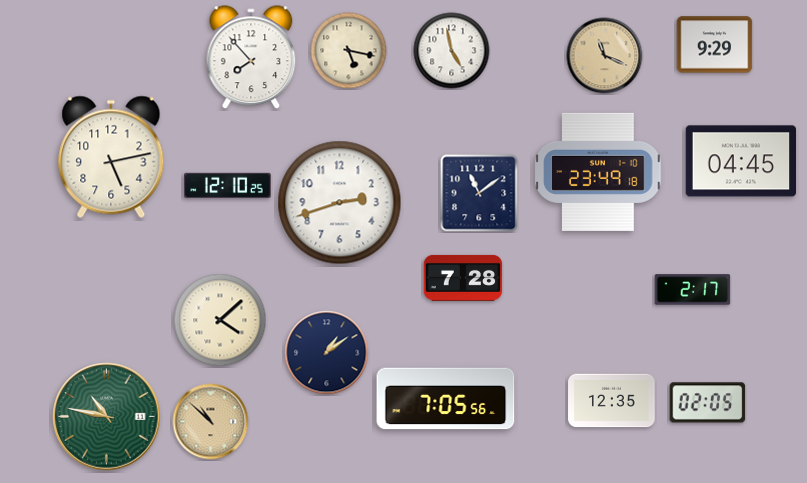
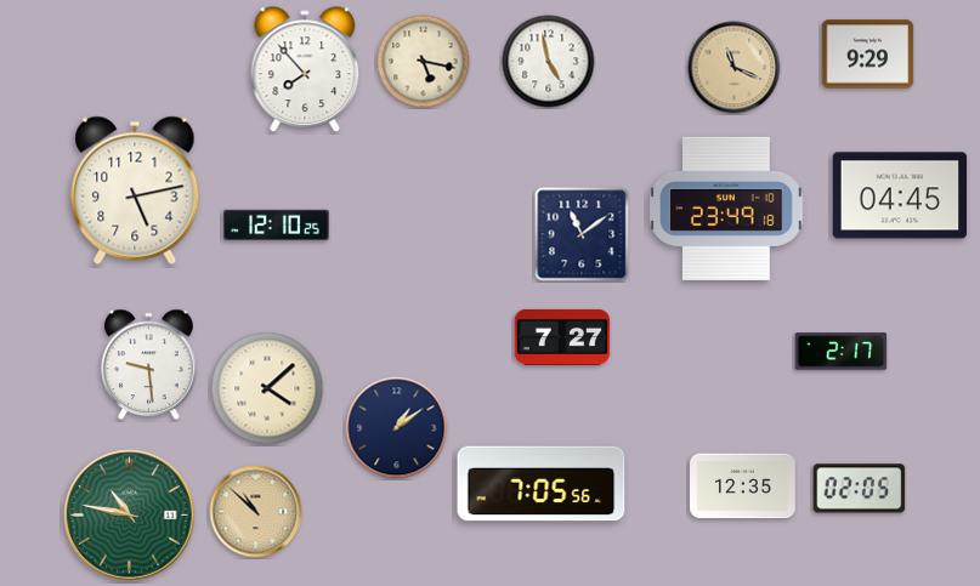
clock at (340, 203): 2:42 -> none
clock at (463, 278): 7:28 -> 7:27
clock at (149, 365): none -> 9:29
clock at (107, 417) position: (107, 417) -> (130, 516)
